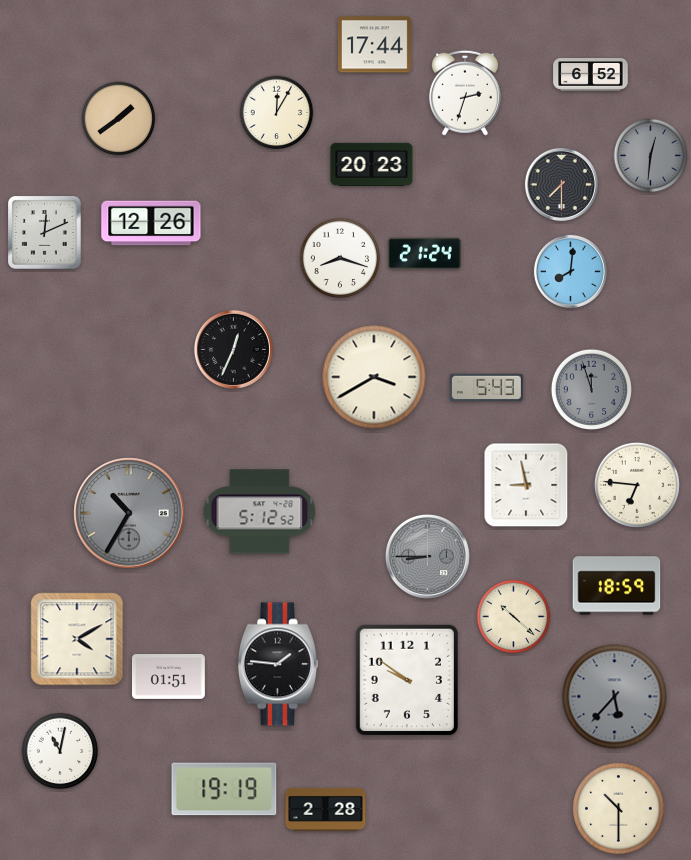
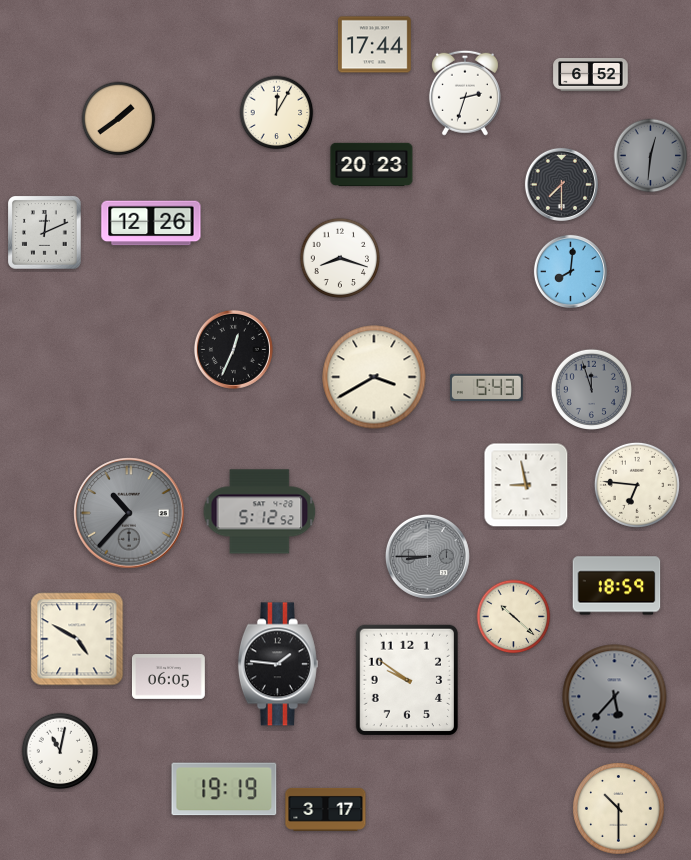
clock at (424, 254): 21:24 -> none
clock at (129, 513): 10:35 -> 10:37
clock at (77, 639): 4:10 -> 4:50
clock at (168, 677): 01:51 -> 06:05
clock at (326, 809): 2:28 -> 3:17
